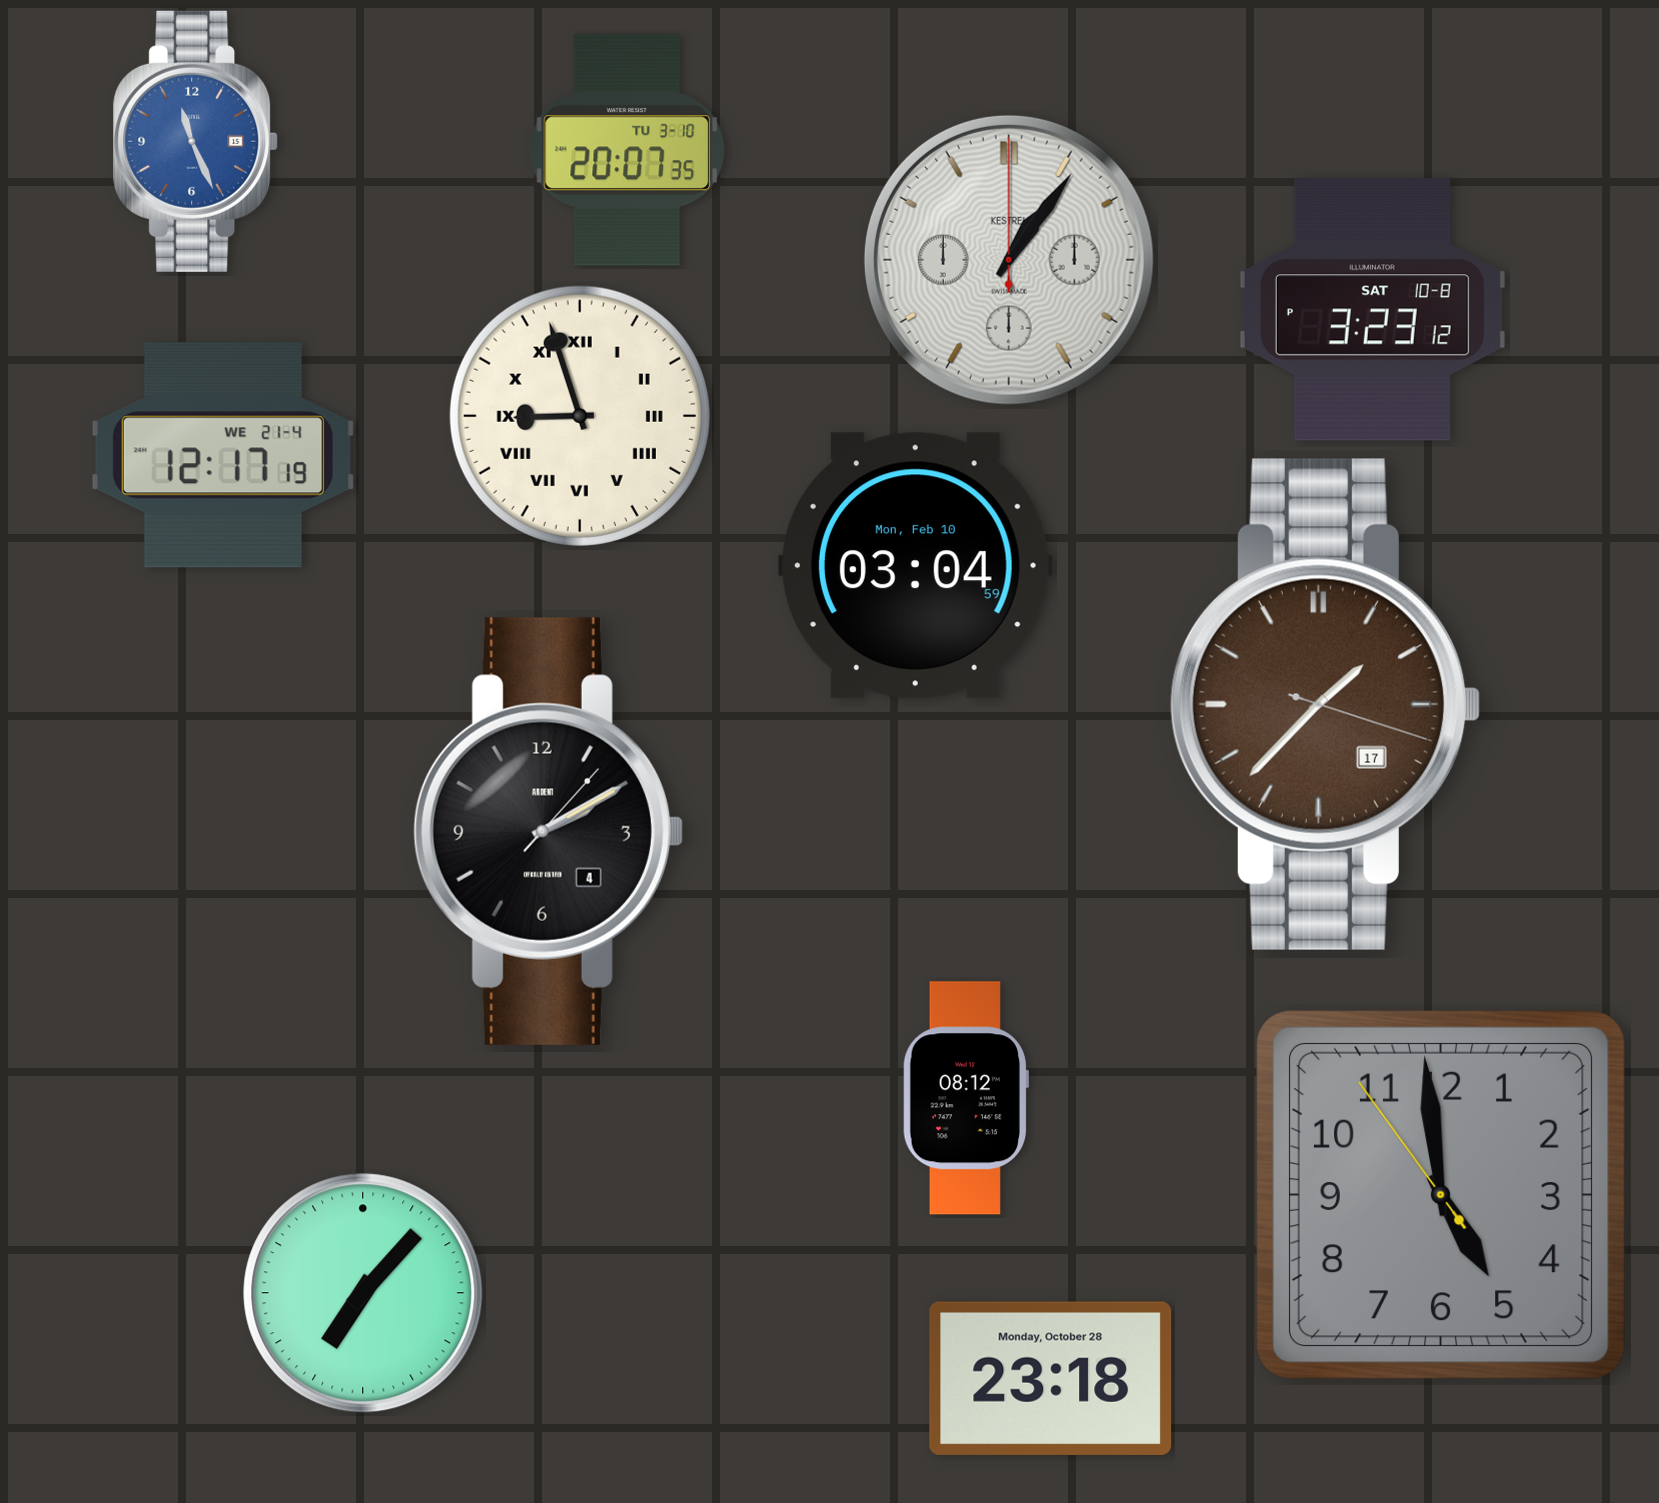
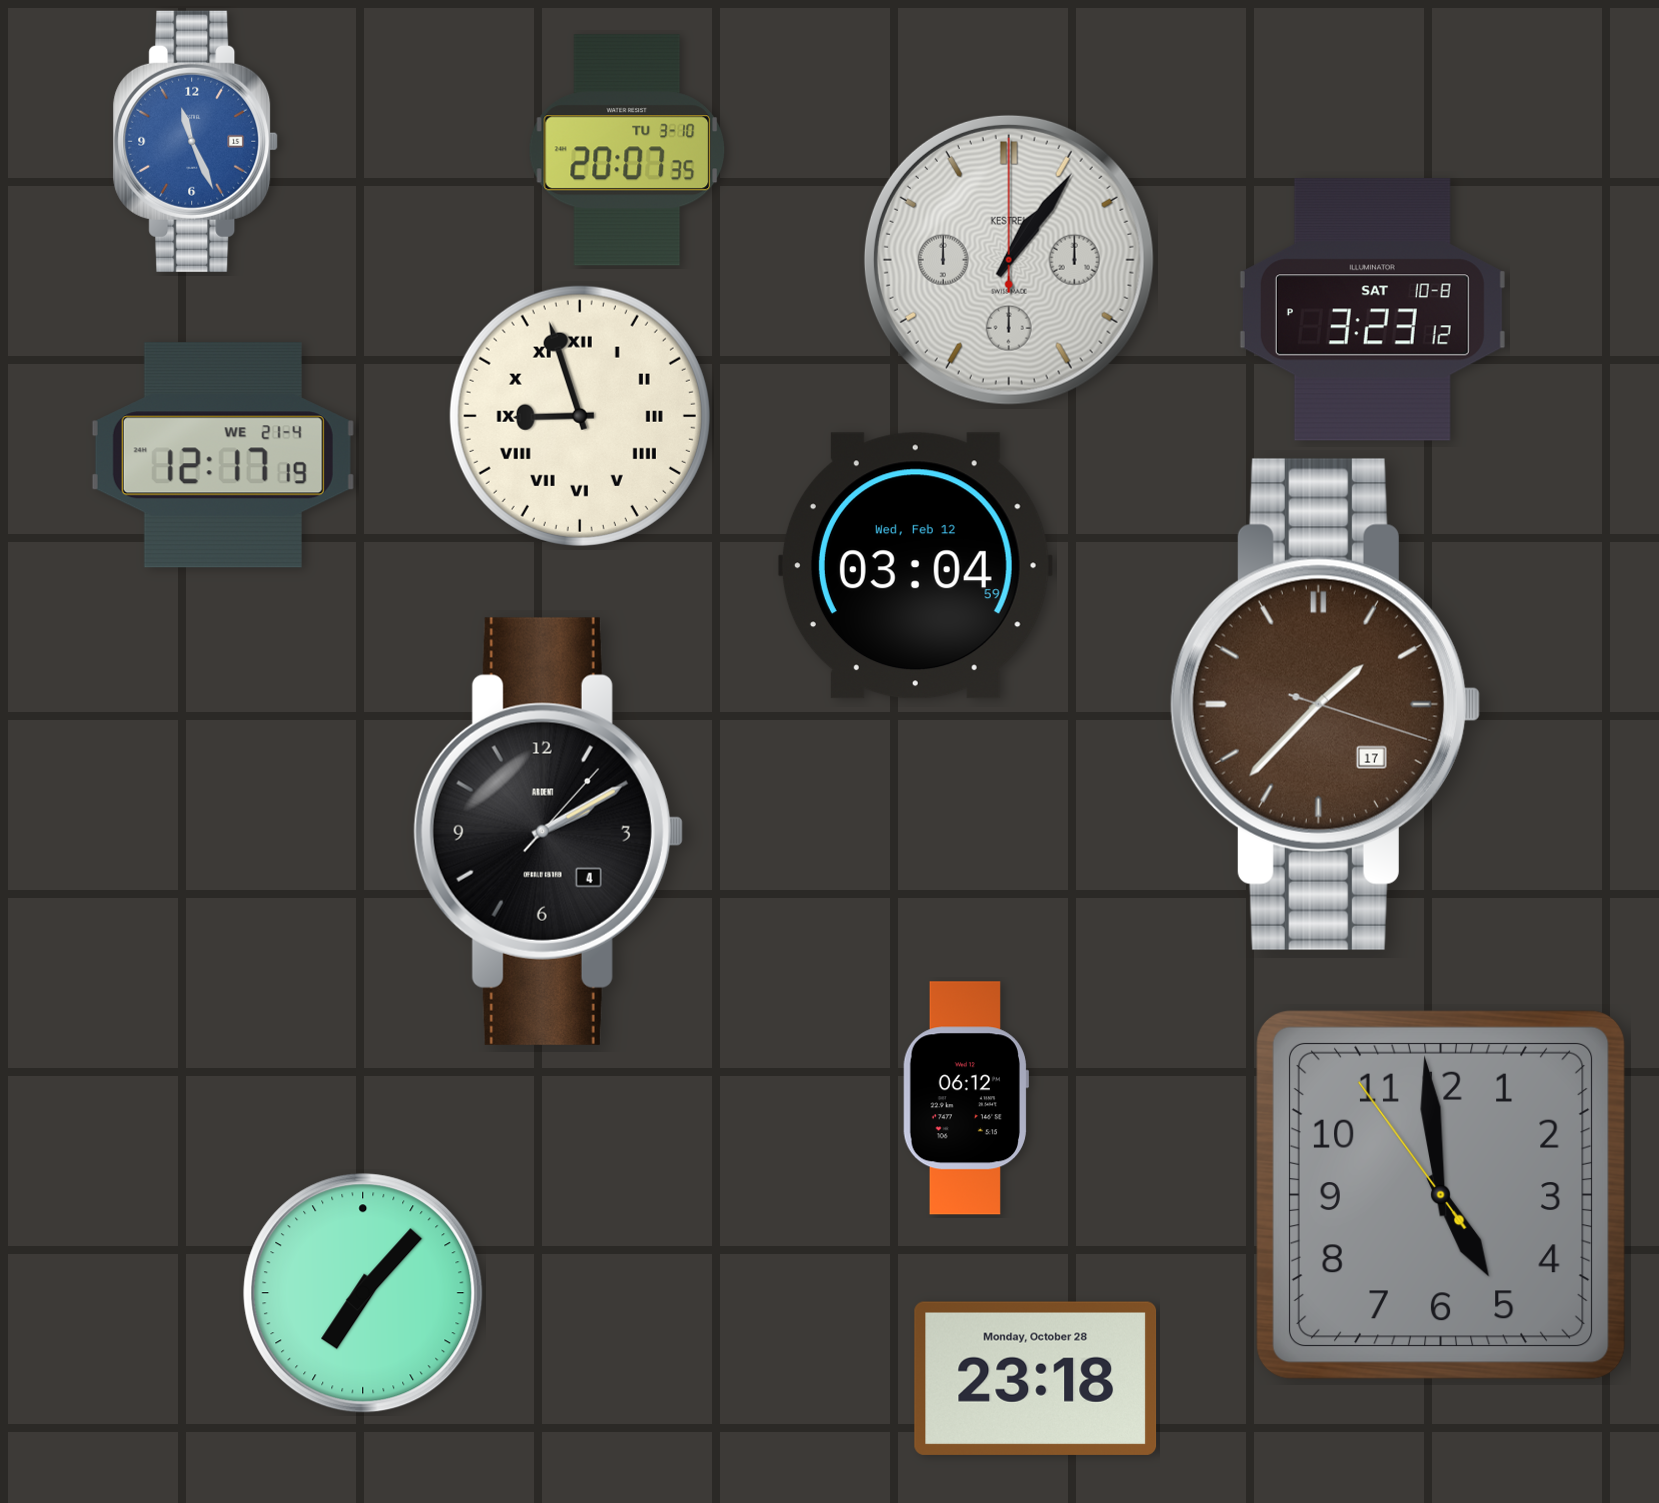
clock at (915, 566) date: Mon, Feb 10 -> Wed, Feb 12
clock at (965, 1098): 08:12 -> 06:12
clock at (1051, 1378) position: (1051, 1378) -> (1036, 1378)
